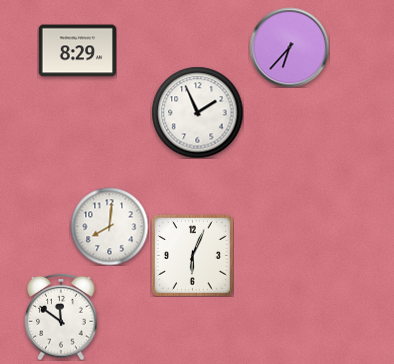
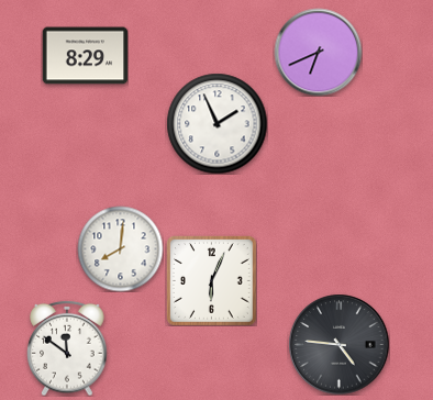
clock at (289, 47): 6:37 -> 6:41
clock at (338, 344): none -> 4:46
